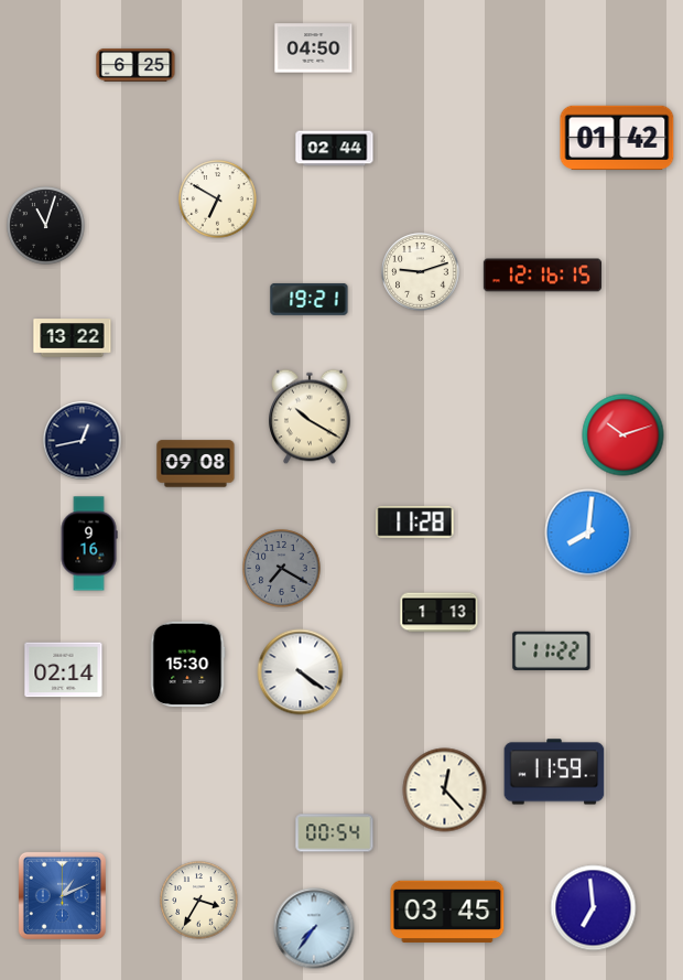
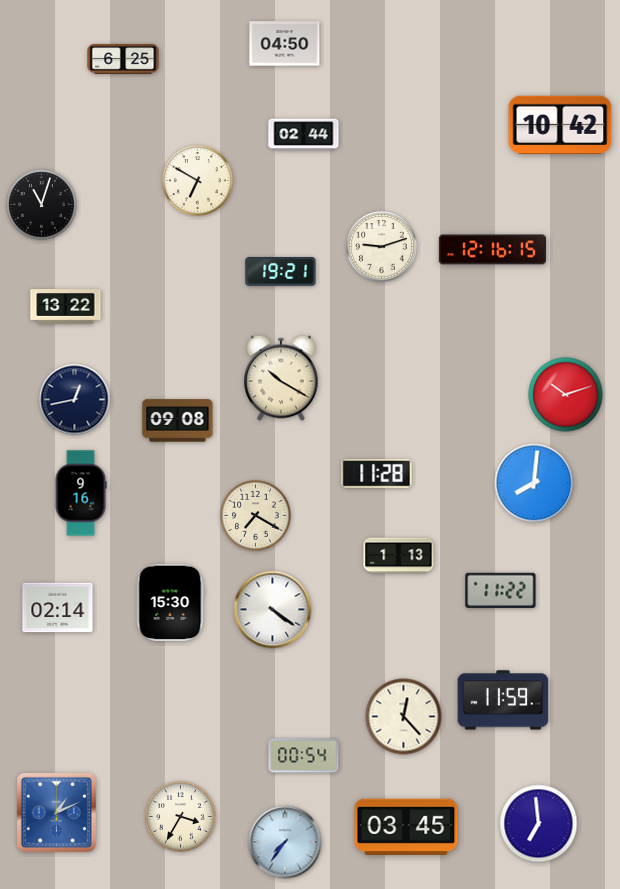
clock at (617, 138): 01:42 -> 10:42
clock at (282, 569) dial: grey -> cream
